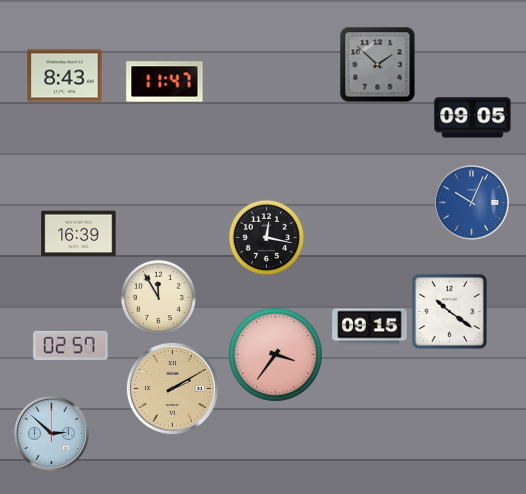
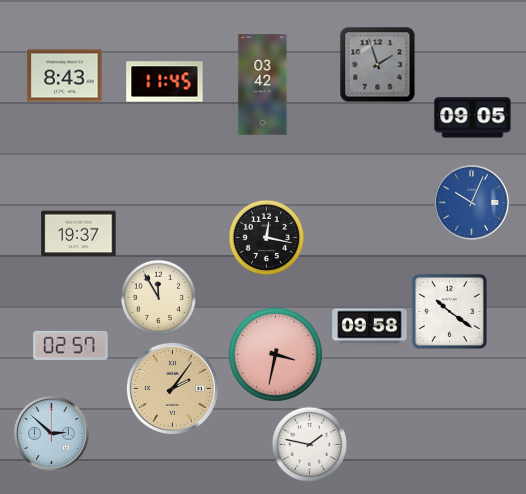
clock at (378, 65): 1:52 -> 1:57
clock at (165, 82): 11:47 -> 11:45
clock at (263, 85): none -> 03:42
clock at (79, 234): 16:39 -> 19:37
clock at (370, 327): 09:15 -> 09:58
clock at (275, 354): 3:36 -> 3:32
clock at (172, 388): 2:10 -> 2:06
clock at (309, 444): none -> 1:47
